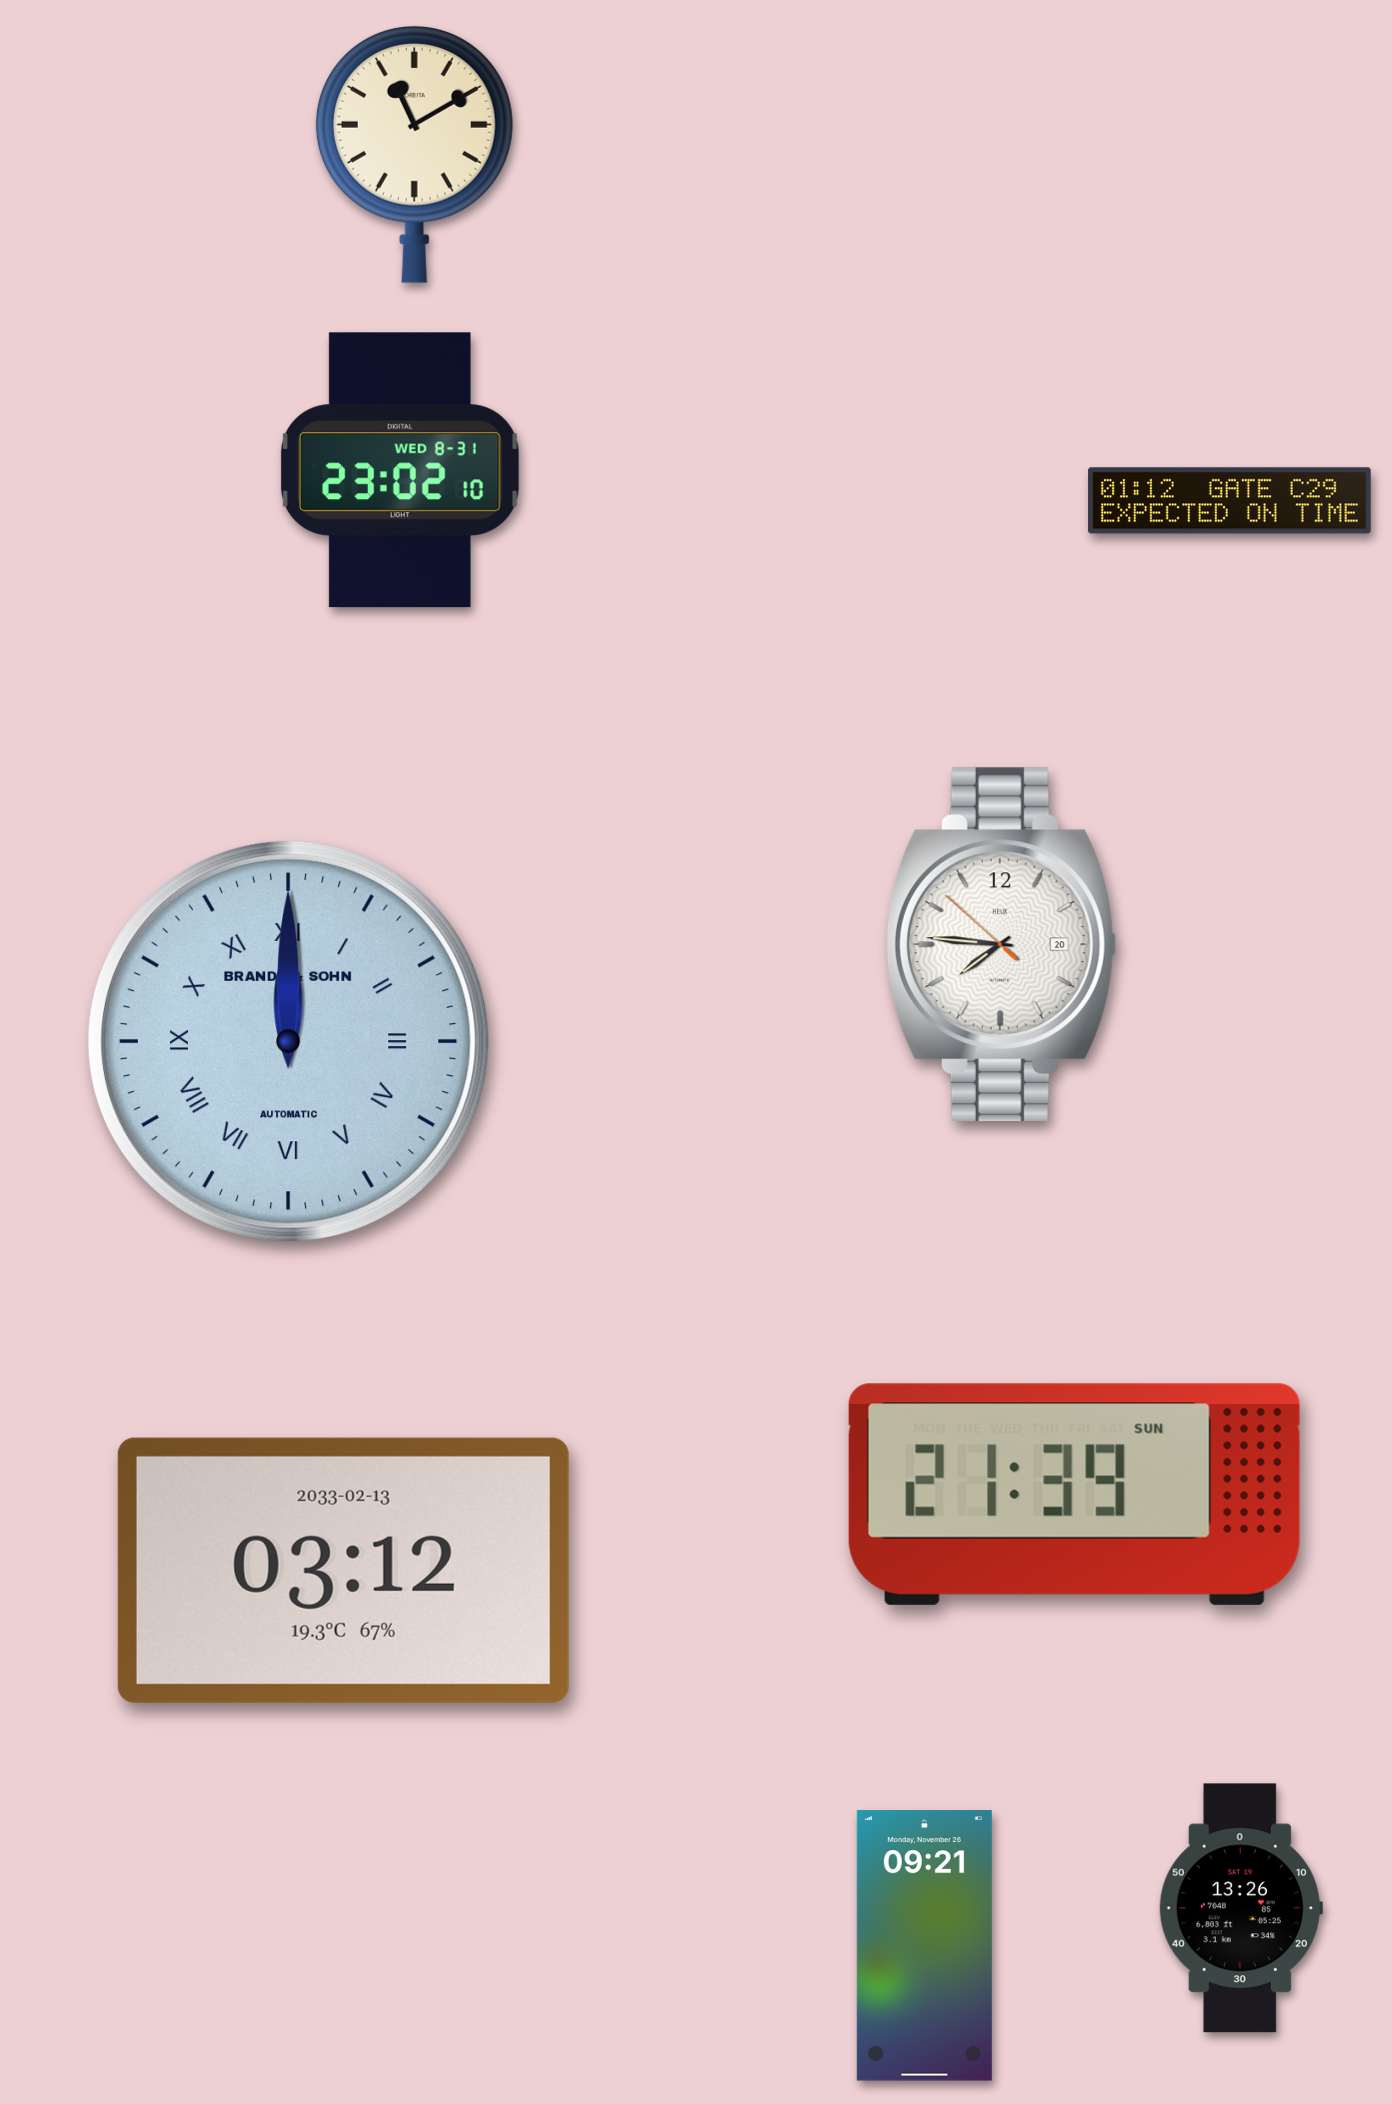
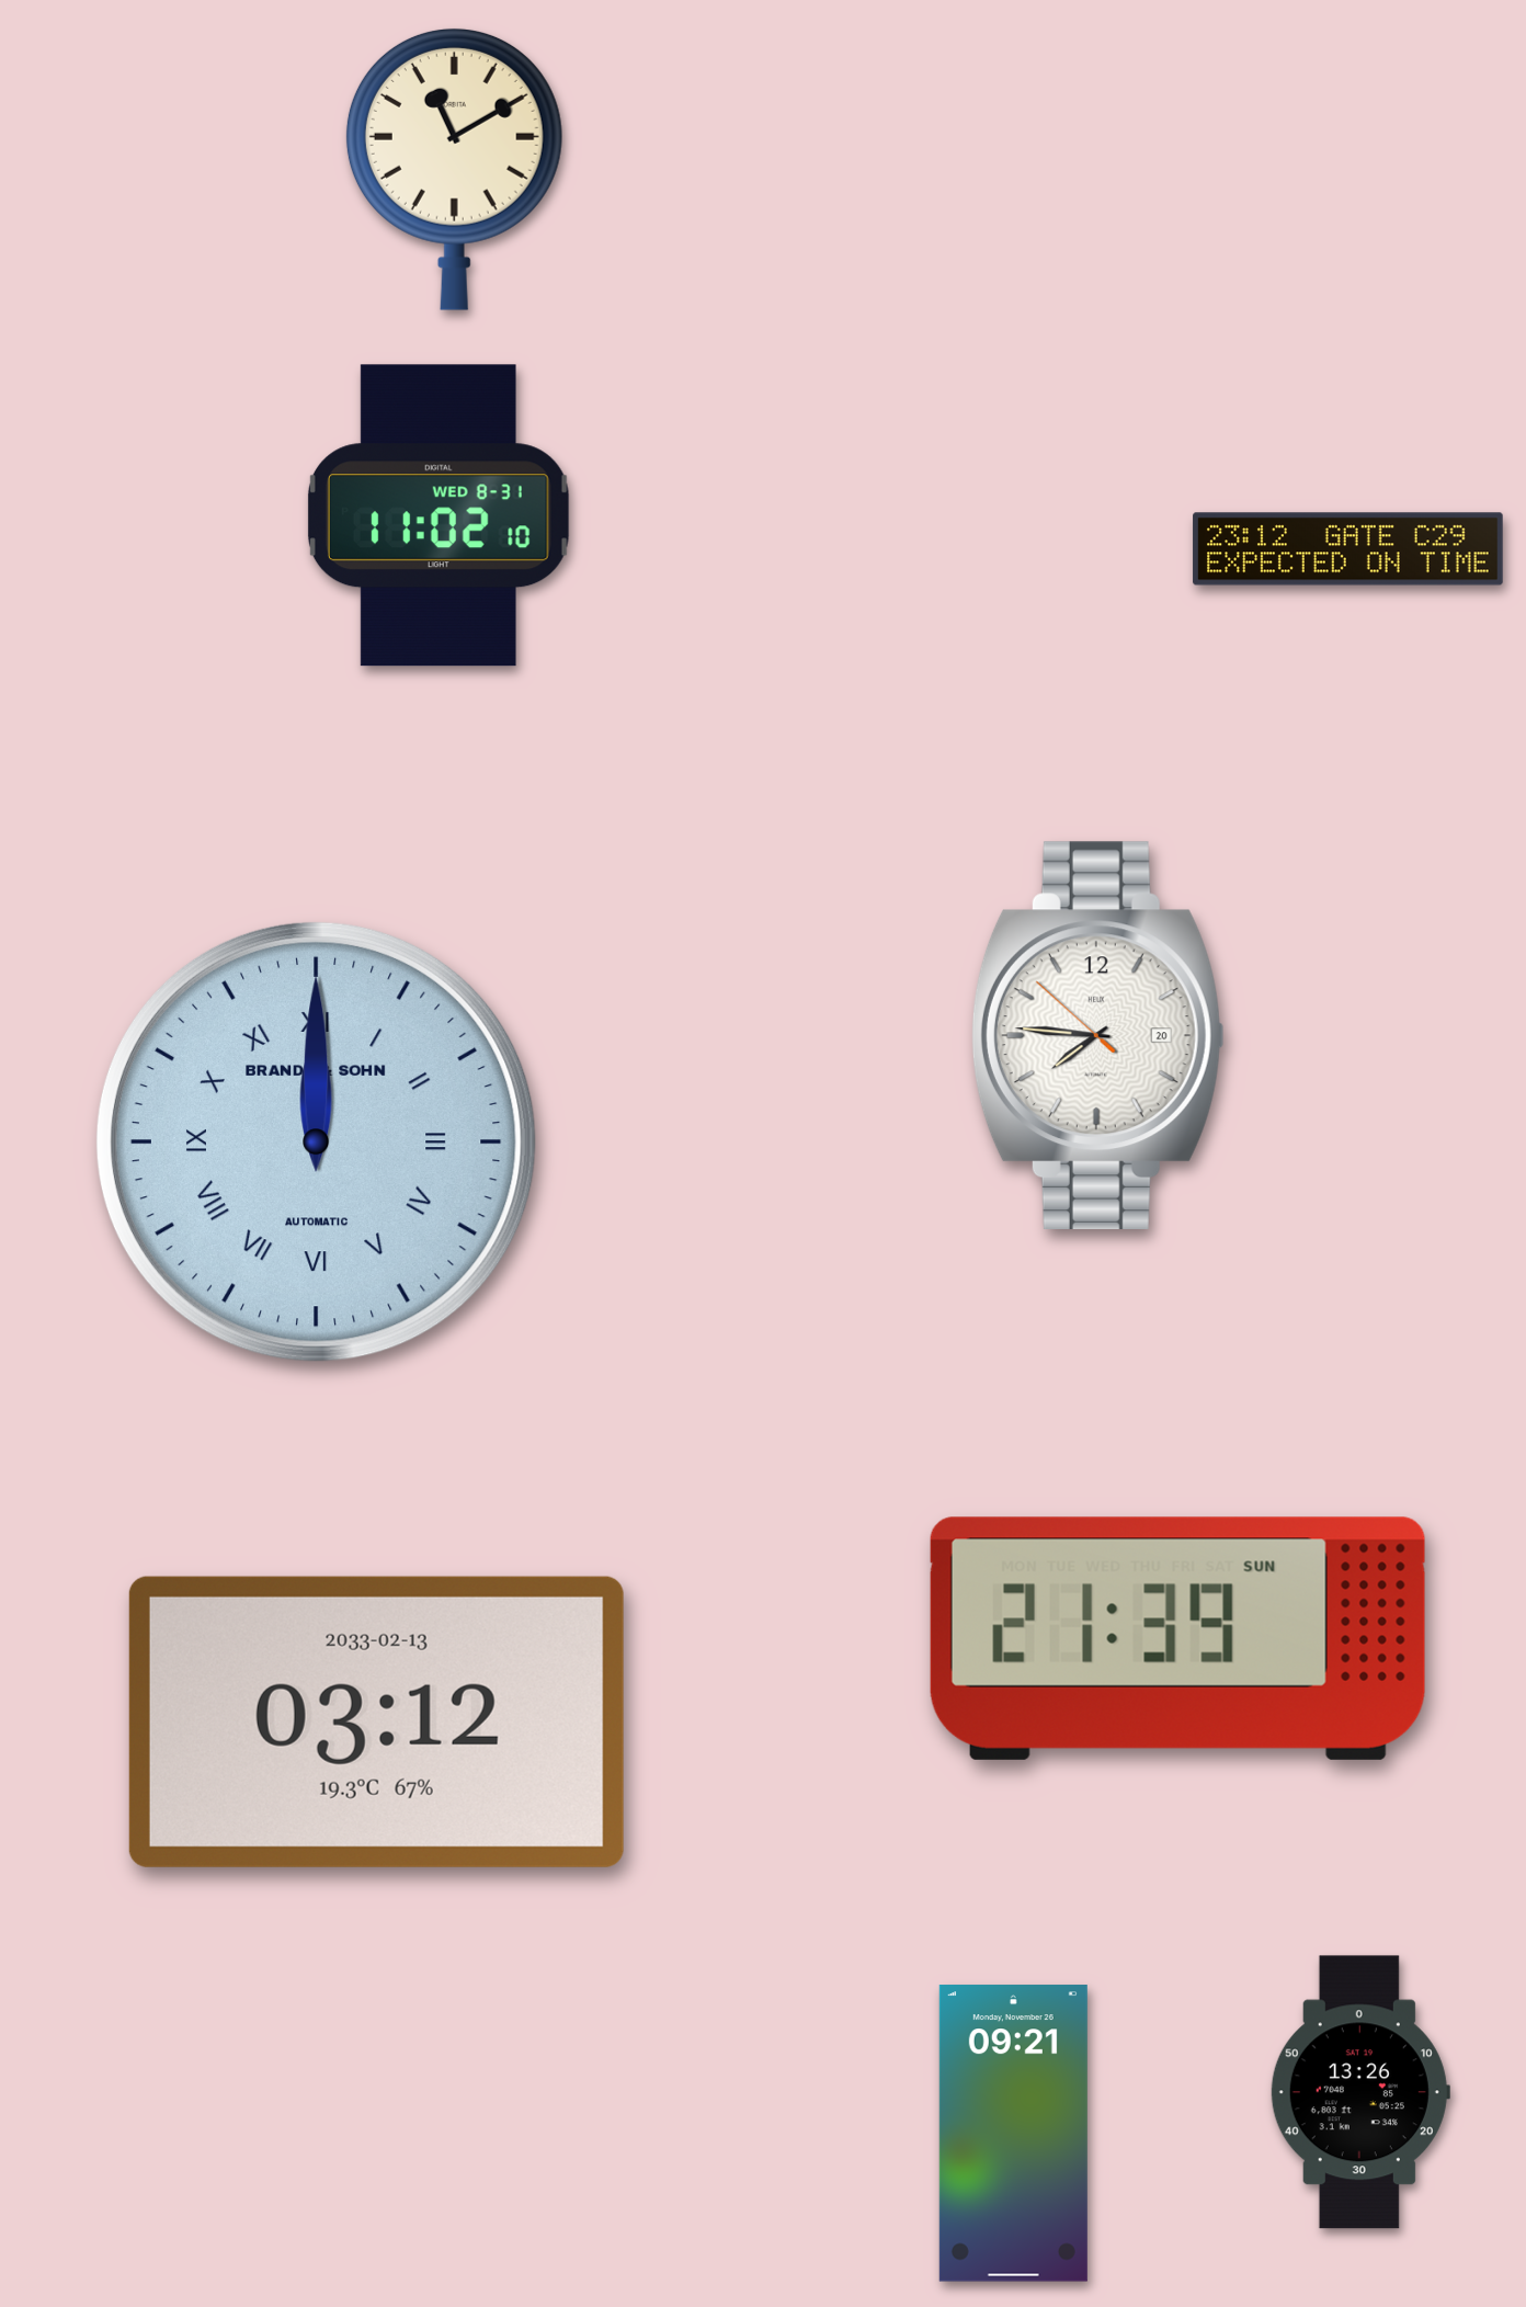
clock at (400, 470): 23:02 -> 11:02
clock at (1230, 501): 01:12 -> 23:12
